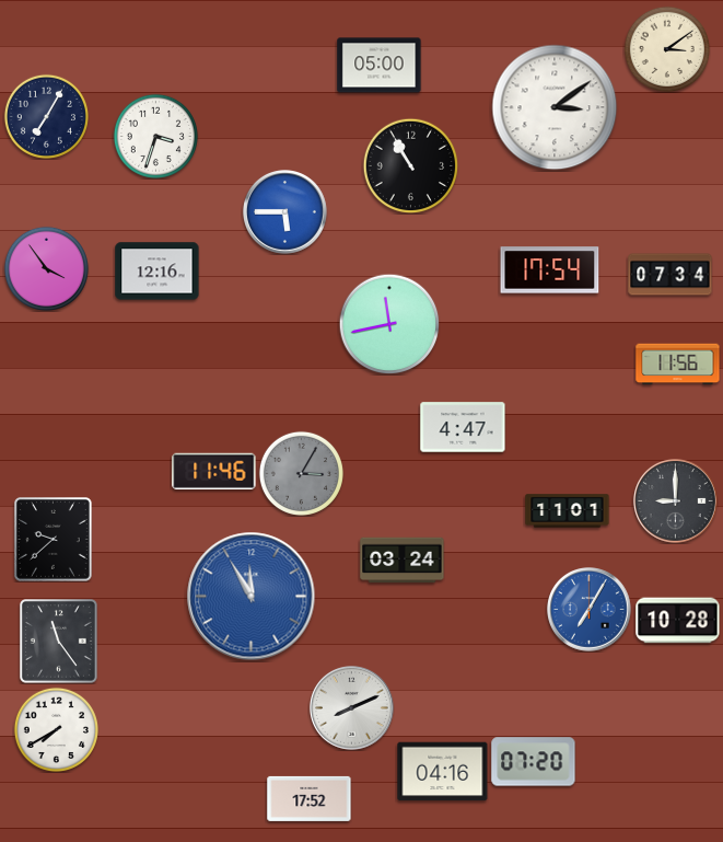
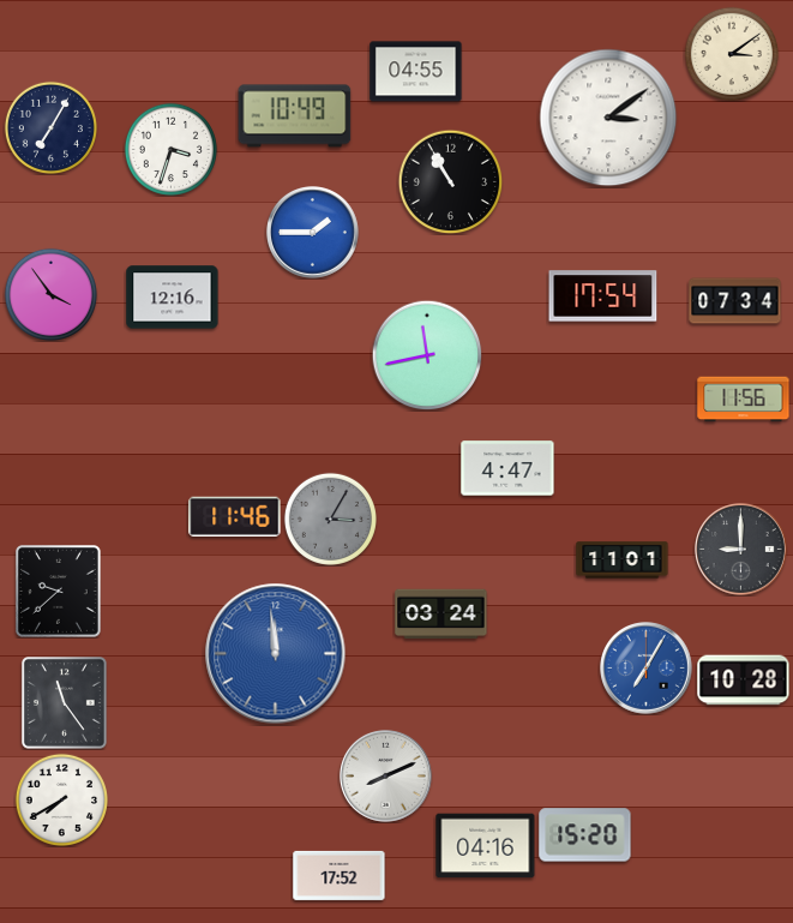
clock at (380, 66): 05:00 -> 04:55
clock at (295, 116): none -> 10:49
clock at (285, 212): 5:45 -> 1:45
clock at (252, 597): 11:55 -> 11:59
clock at (534, 762): 07:20 -> 15:20
